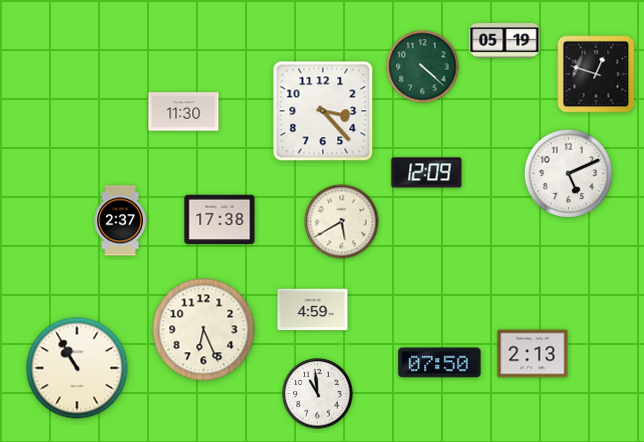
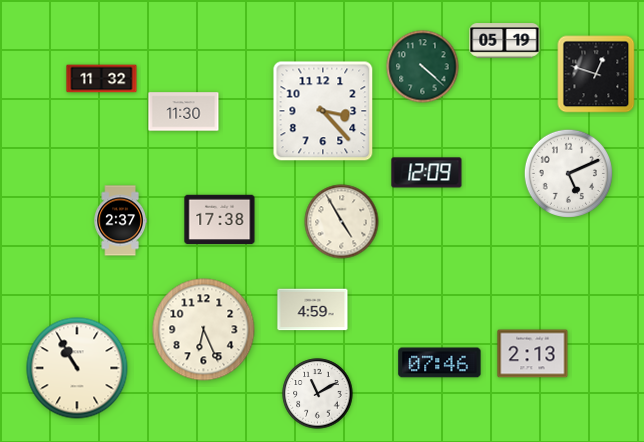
clock at (102, 79): none -> 11:32
clock at (342, 222): 5:40 -> 4:55
clock at (440, 363): 07:50 -> 07:46
clock at (318, 394): 10:59 -> 11:10
